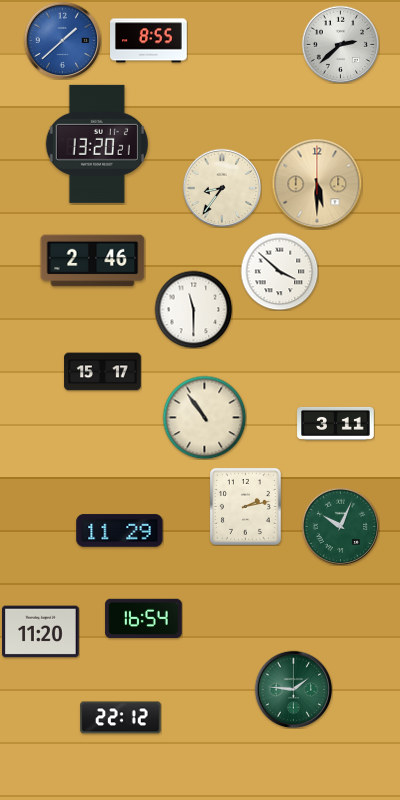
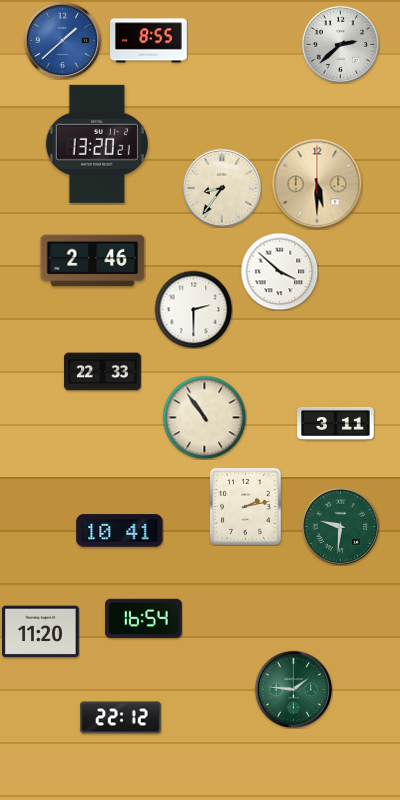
clock at (193, 309): 11:30 -> 2:30
clock at (103, 372): 15:17 -> 22:33
clock at (340, 526): 10:04 -> 9:31
clock at (120, 531): 11:29 -> 10:41
